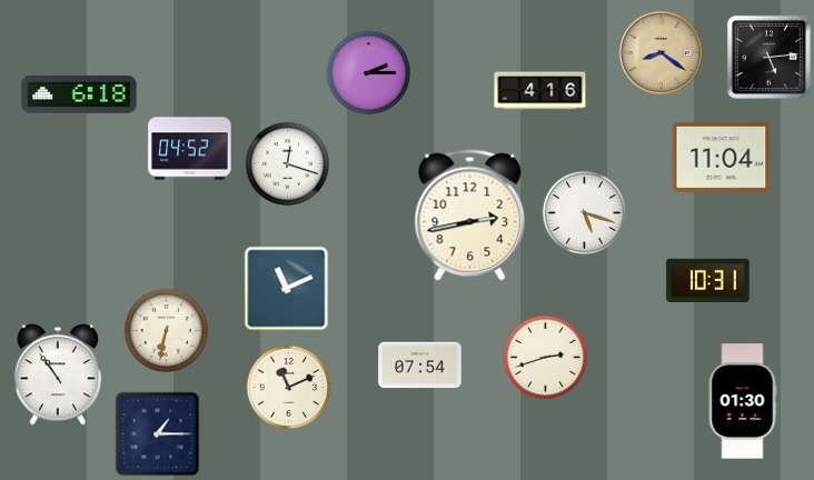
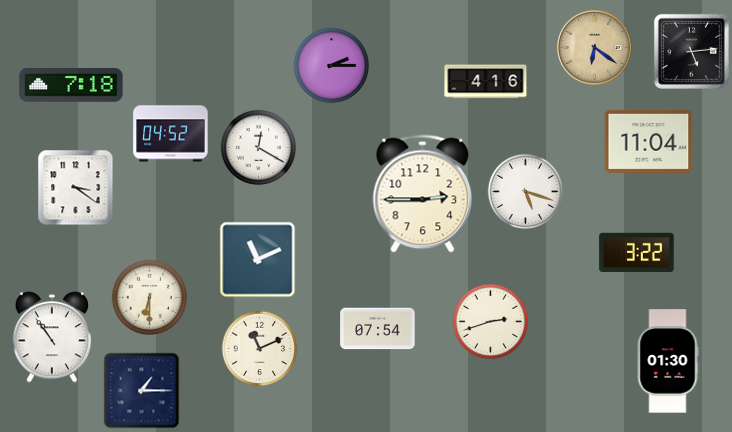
clock at (661, 52): 8:21 -> 6:21
clock at (79, 96): 6:18 -> 7:18
clock at (288, 164): 12:18 -> 12:20
clock at (76, 188): none -> 3:21
clock at (470, 216): 2:43 -> 2:45
clock at (708, 281): 10:31 -> 3:22
clock at (167, 331): 6:32 -> 6:30
